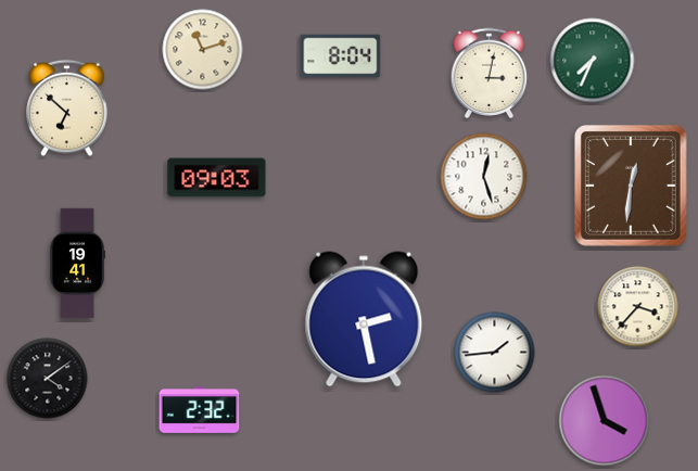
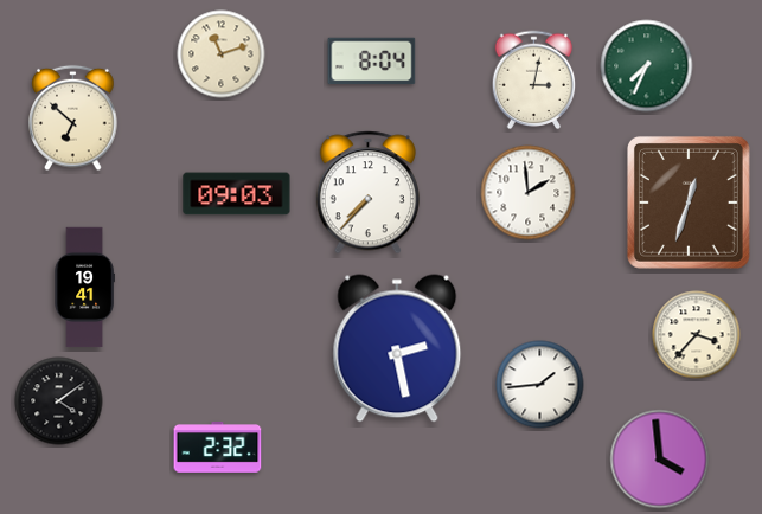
clock at (367, 193): none -> 7:37
clock at (484, 177): 12:27 -> 1:59
clock at (631, 186): 12:31 -> 12:33
clock at (48, 379) position: (48, 379) -> (59, 401)
clock at (605, 421): 3:57 -> 3:59
